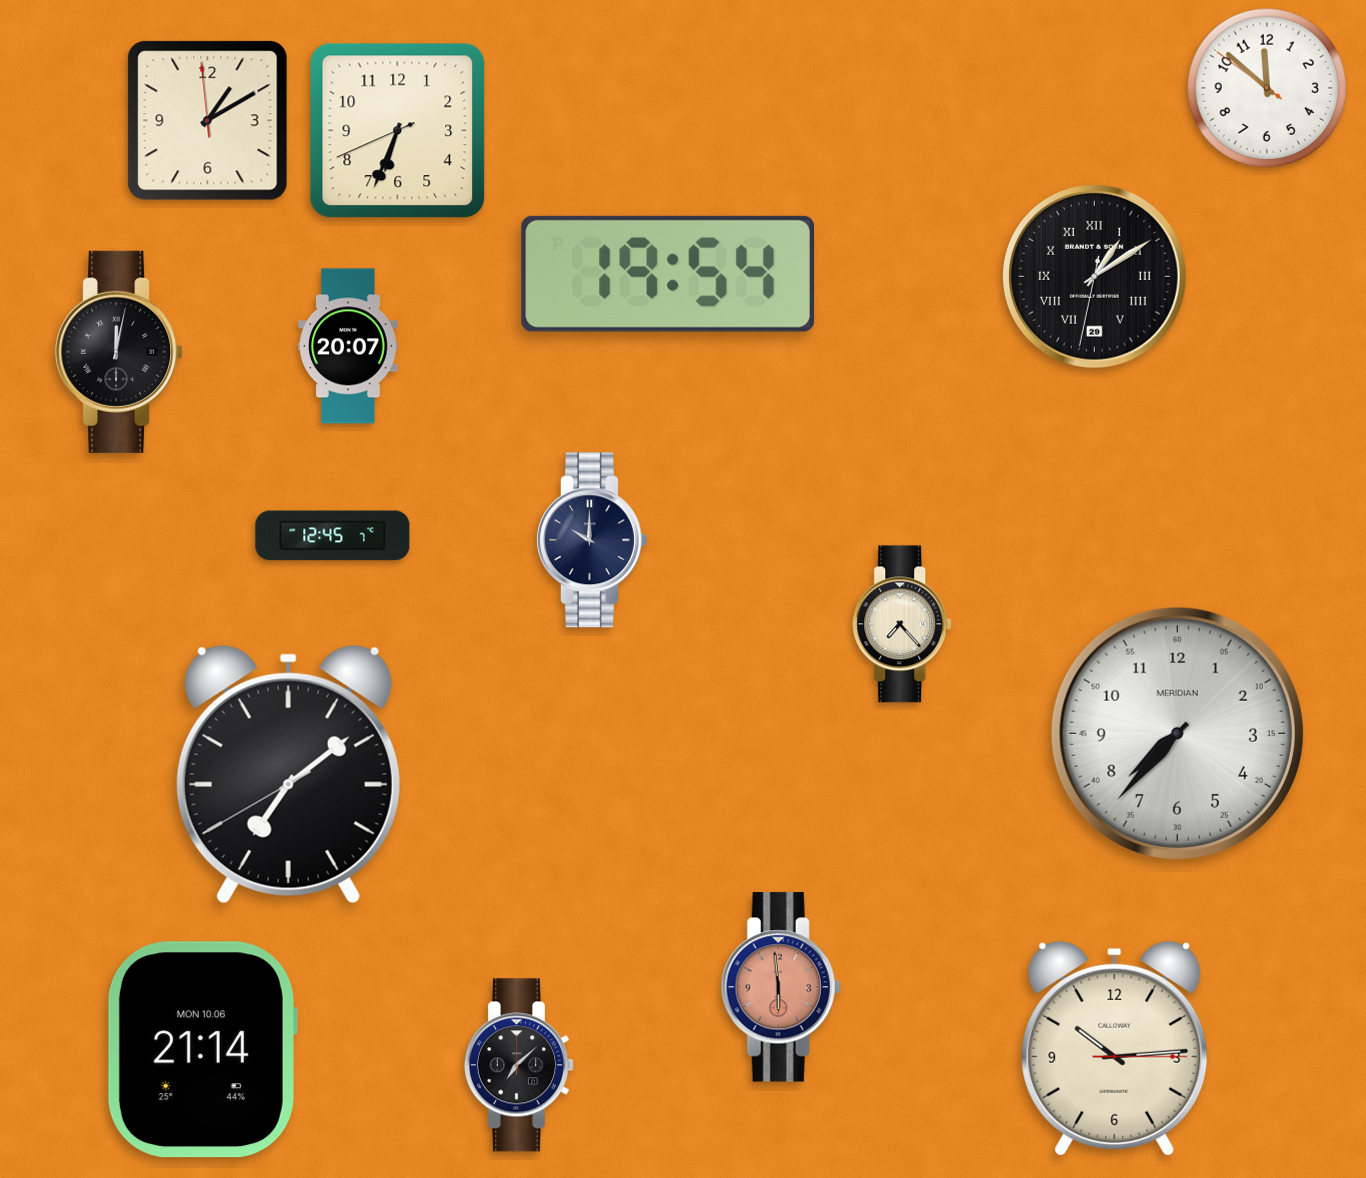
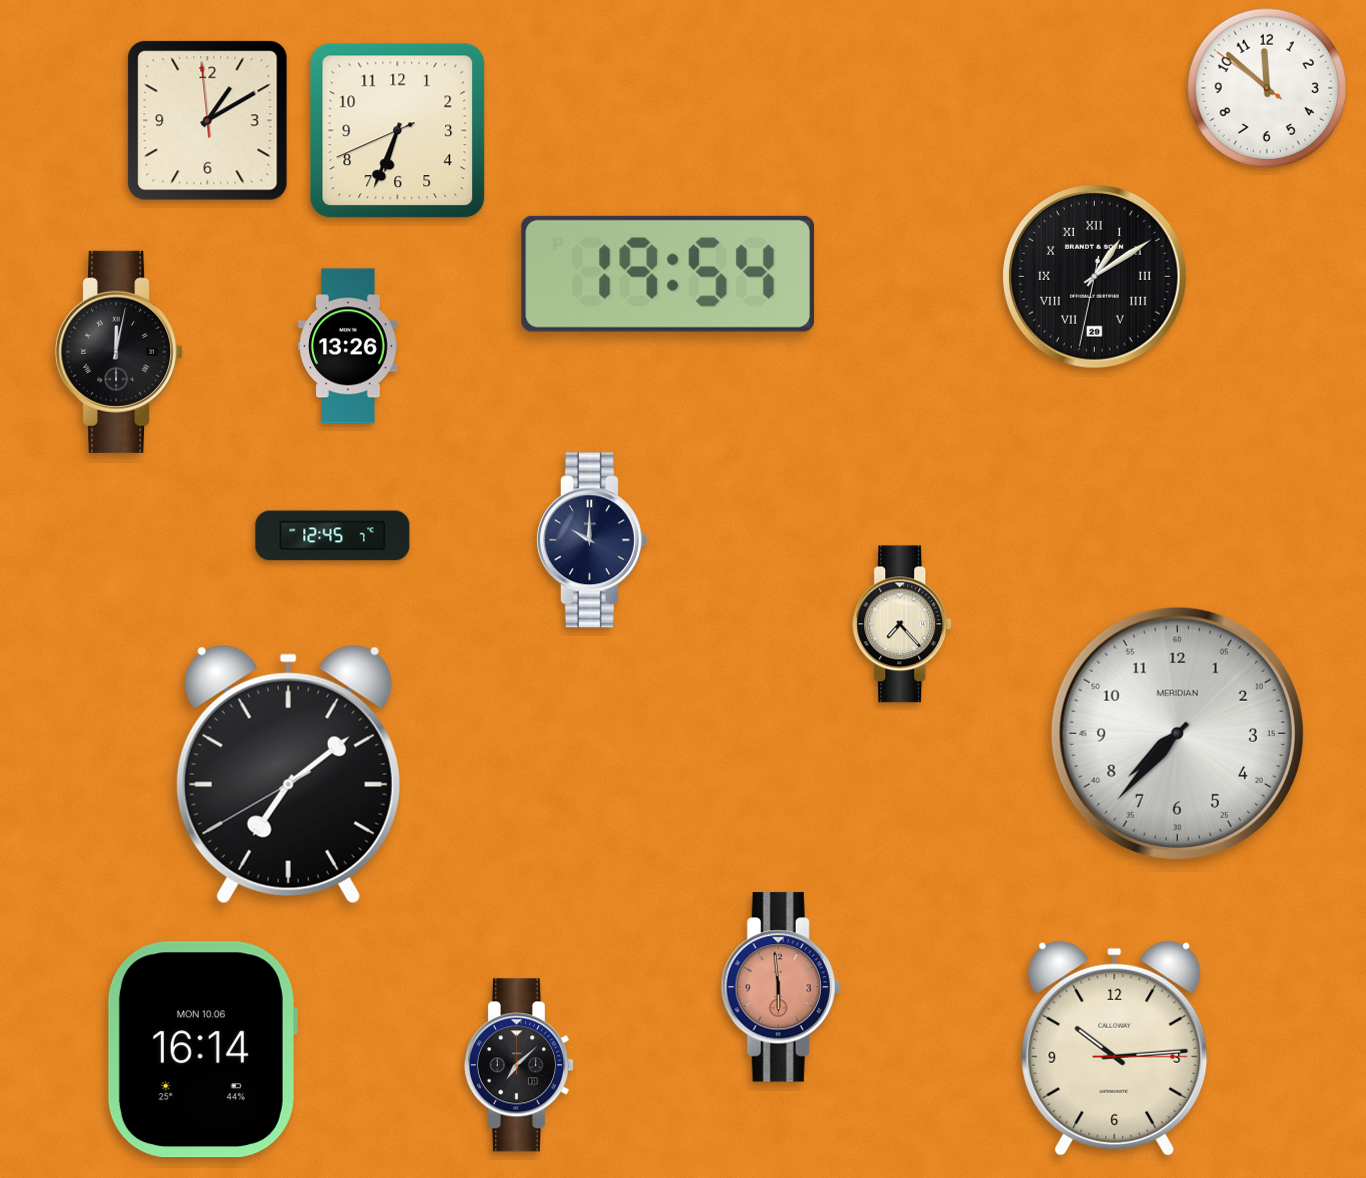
clock at (348, 346): 20:07 -> 13:26
clock at (202, 1050): 21:14 -> 16:14
